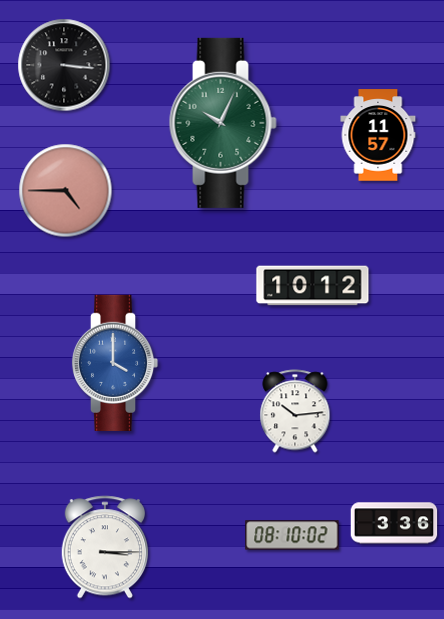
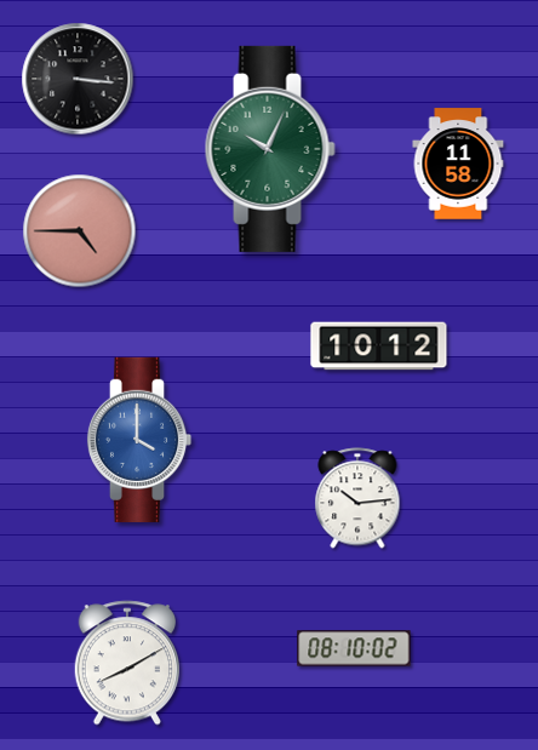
clock at (378, 135): 11:57 -> 11:58
clock at (394, 523): 3:36 -> none
clock at (104, 547): 3:15 -> 8:10
